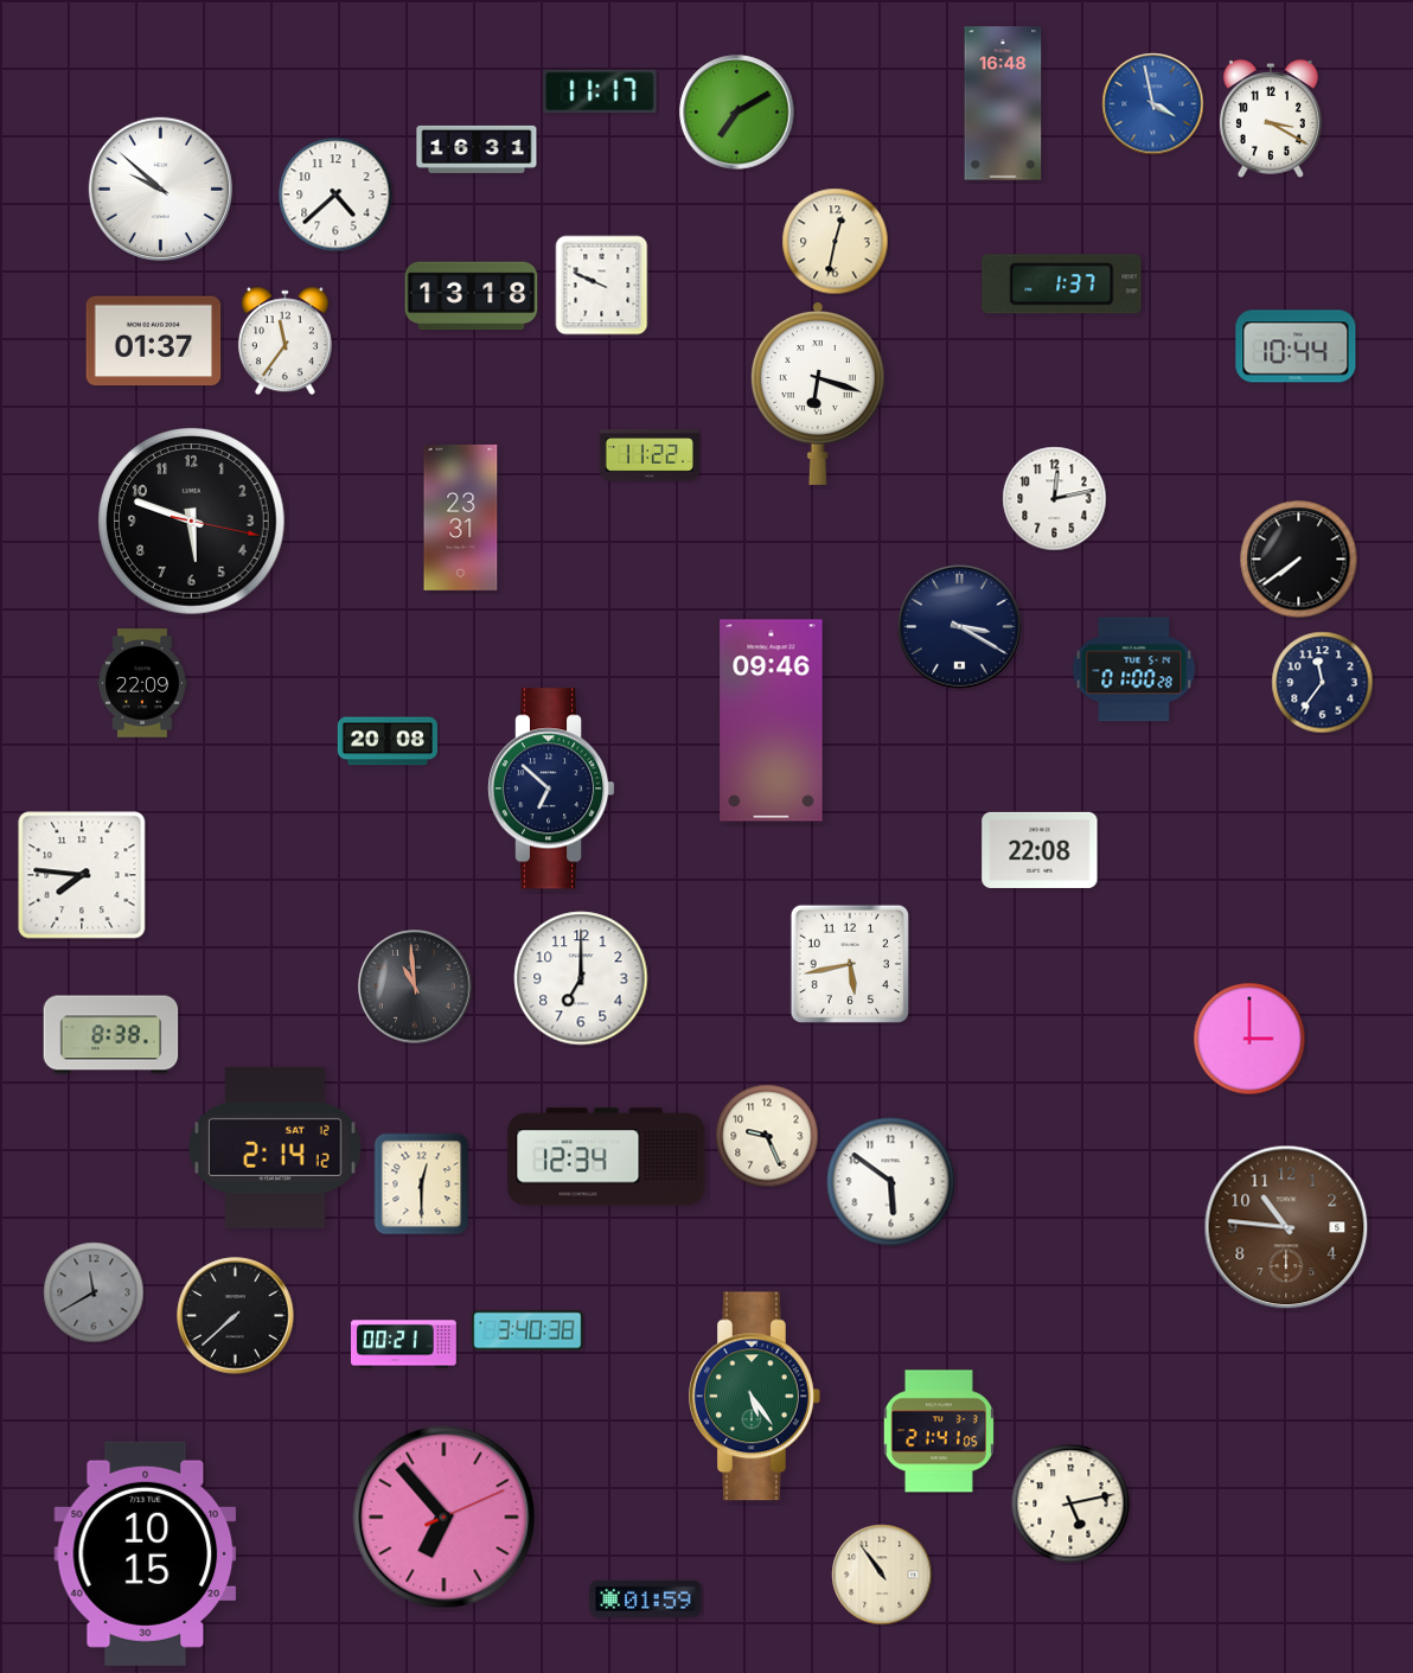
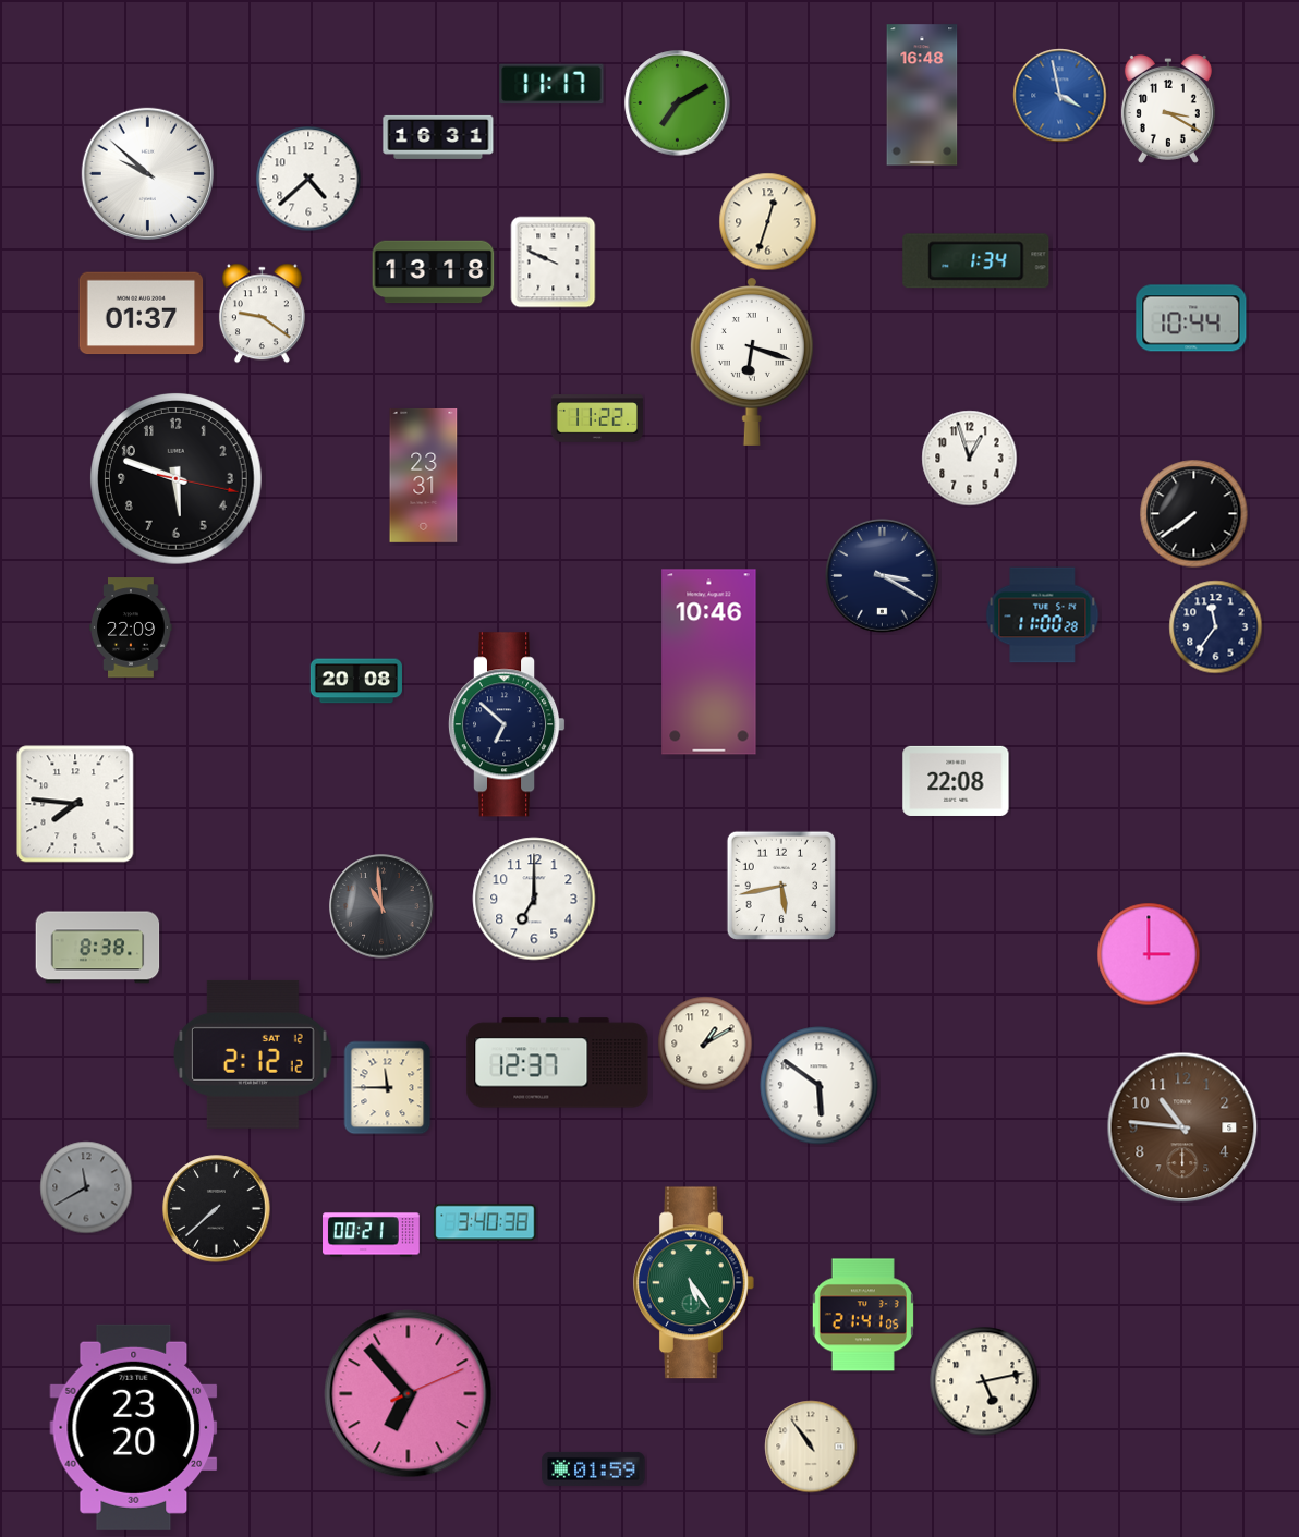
clock at (836, 242): 12:32 -> 12:33
clock at (1062, 285): 1:37 -> 1:34
clock at (284, 341): 11:36 -> 9:21
clock at (1055, 499): 12:13 -> 12:57
clock at (1134, 670): 01:00 -> 11:00
clock at (772, 721): 09:46 -> 10:46
clock at (111, 1035) position: (111, 1035) -> (98, 948)
clock at (767, 1136): 9:26 -> 1:10
clock at (275, 1148): 2:14 -> 2:12
clock at (607, 1157): 12:34 -> 12:37
clock at (422, 1184): 12:30 -> 11:45
clock at (146, 1553): 10:15 -> 23:20
